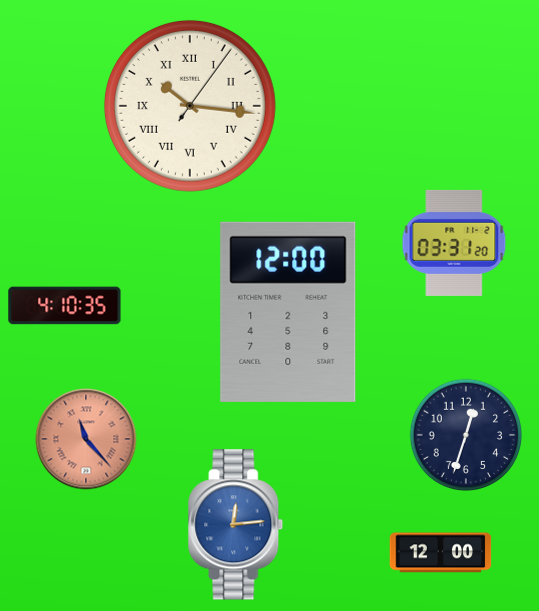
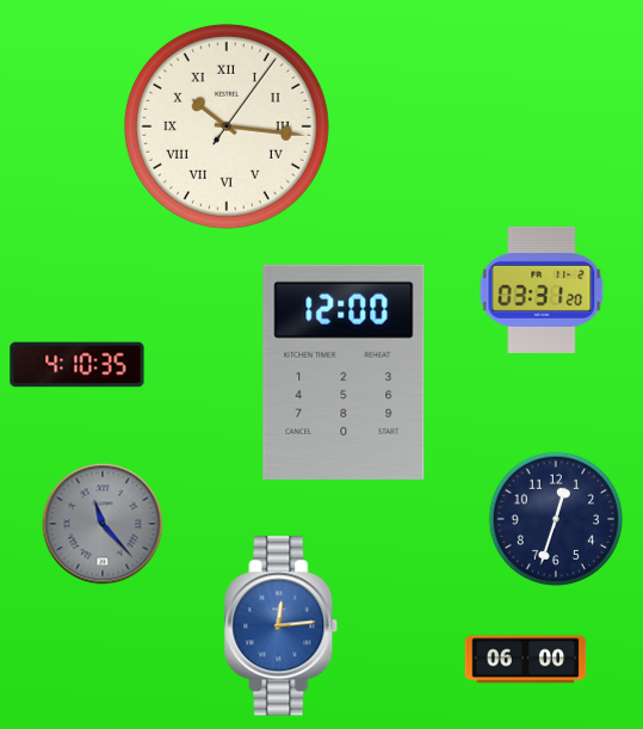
clock at (86, 439) dial: salmon -> grey
clock at (441, 553): 12:00 -> 06:00
